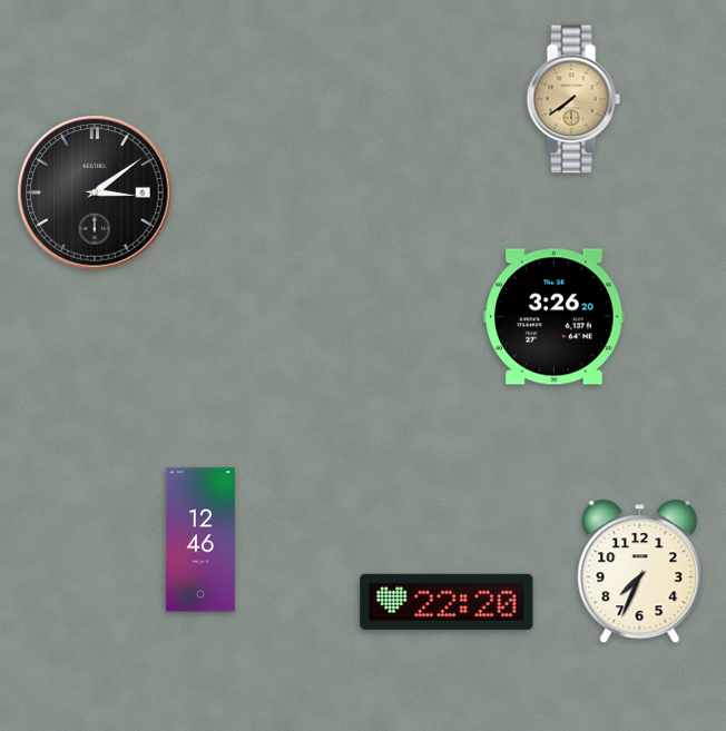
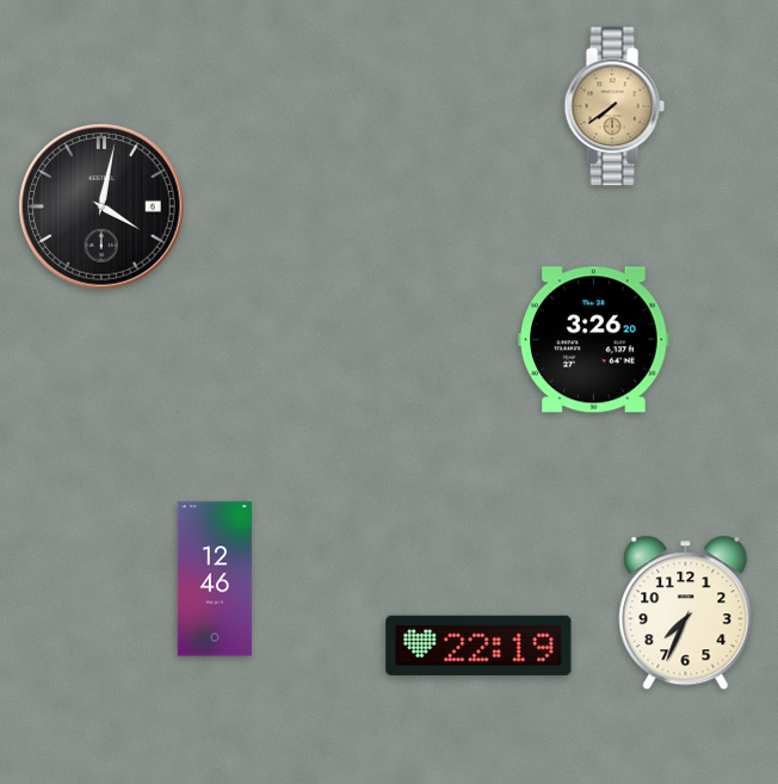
clock at (95, 192): 3:09 -> 4:02
clock at (447, 602): 22:20 -> 22:19
